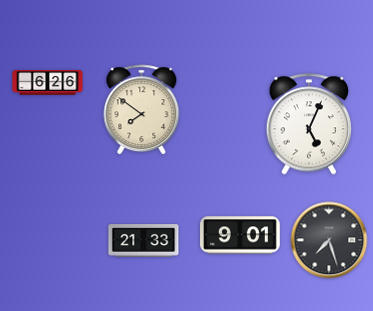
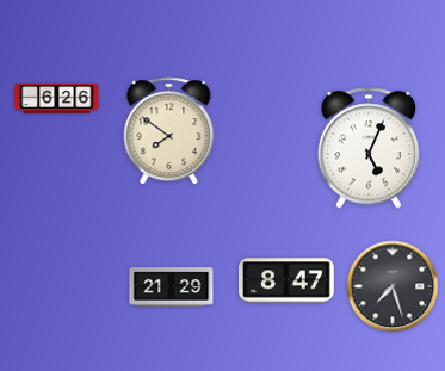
clock at (240, 235): 9:01 -> 8:47
clock at (144, 241): 21:33 -> 21:29
